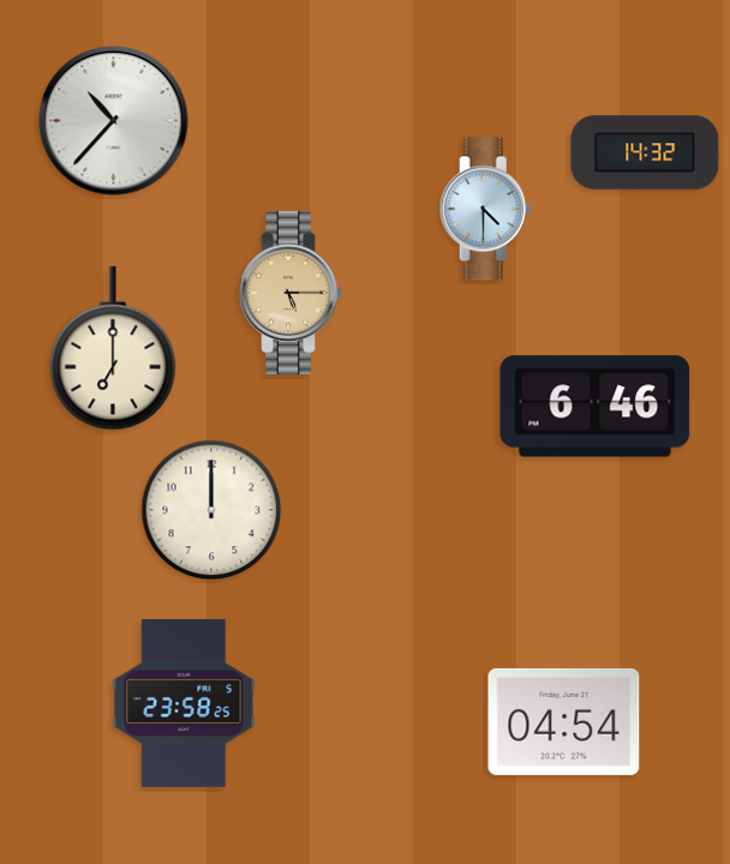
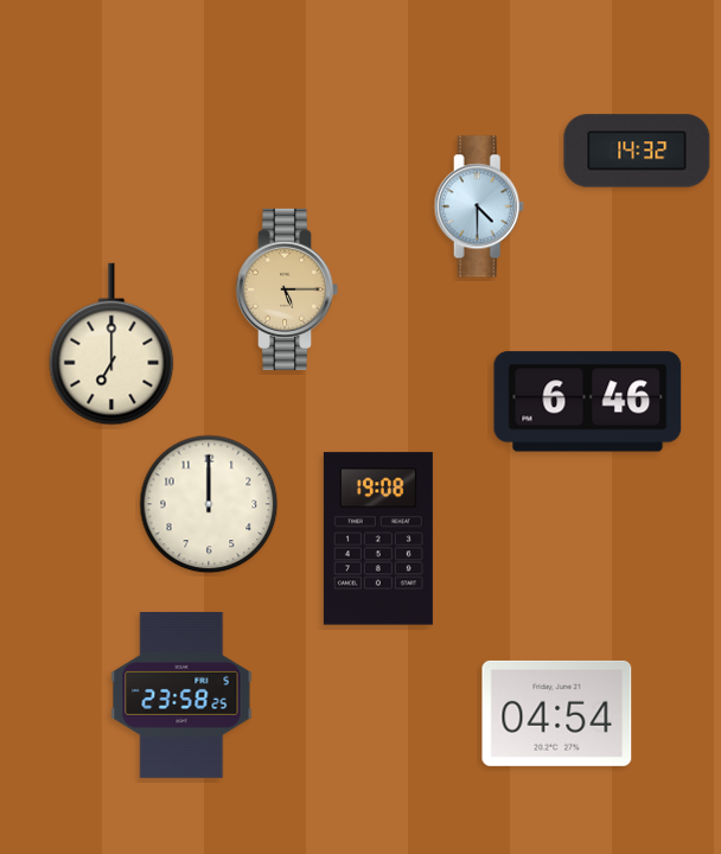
clock at (114, 121): 10:37 -> none
clock at (378, 538): none -> 19:08
